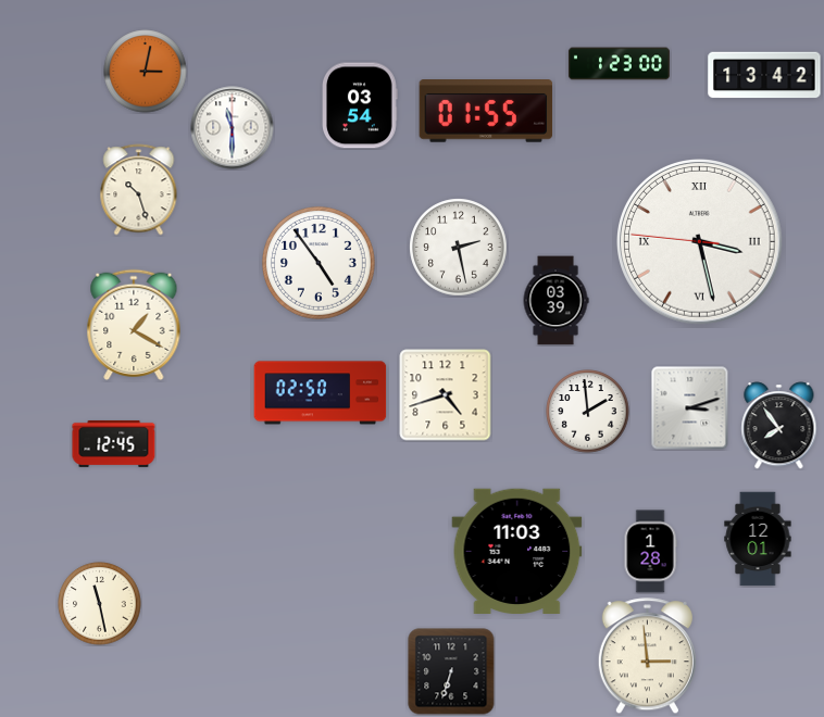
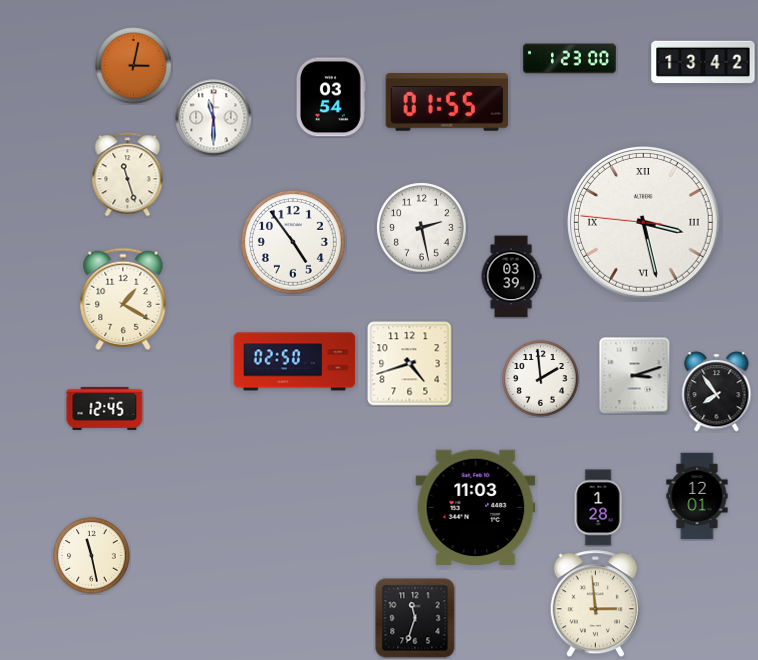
clock at (764, 75) position: (764, 75) -> (703, 62)
clock at (139, 190): 10:27 -> 11:27
clock at (451, 671): 6:33 -> 11:33
